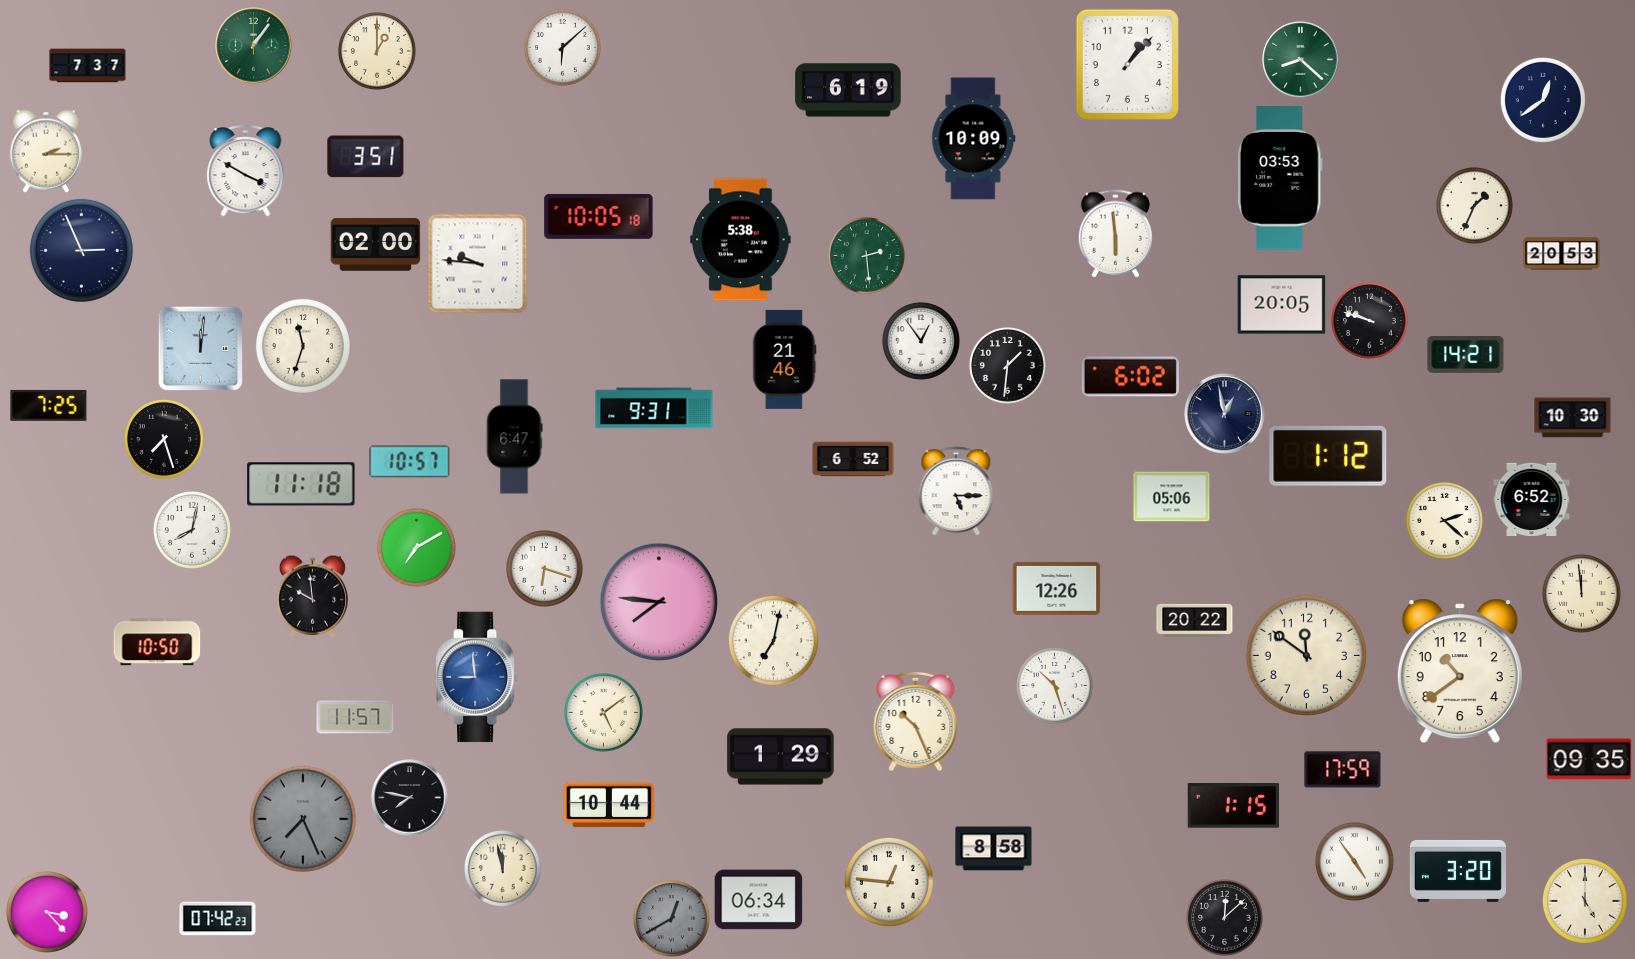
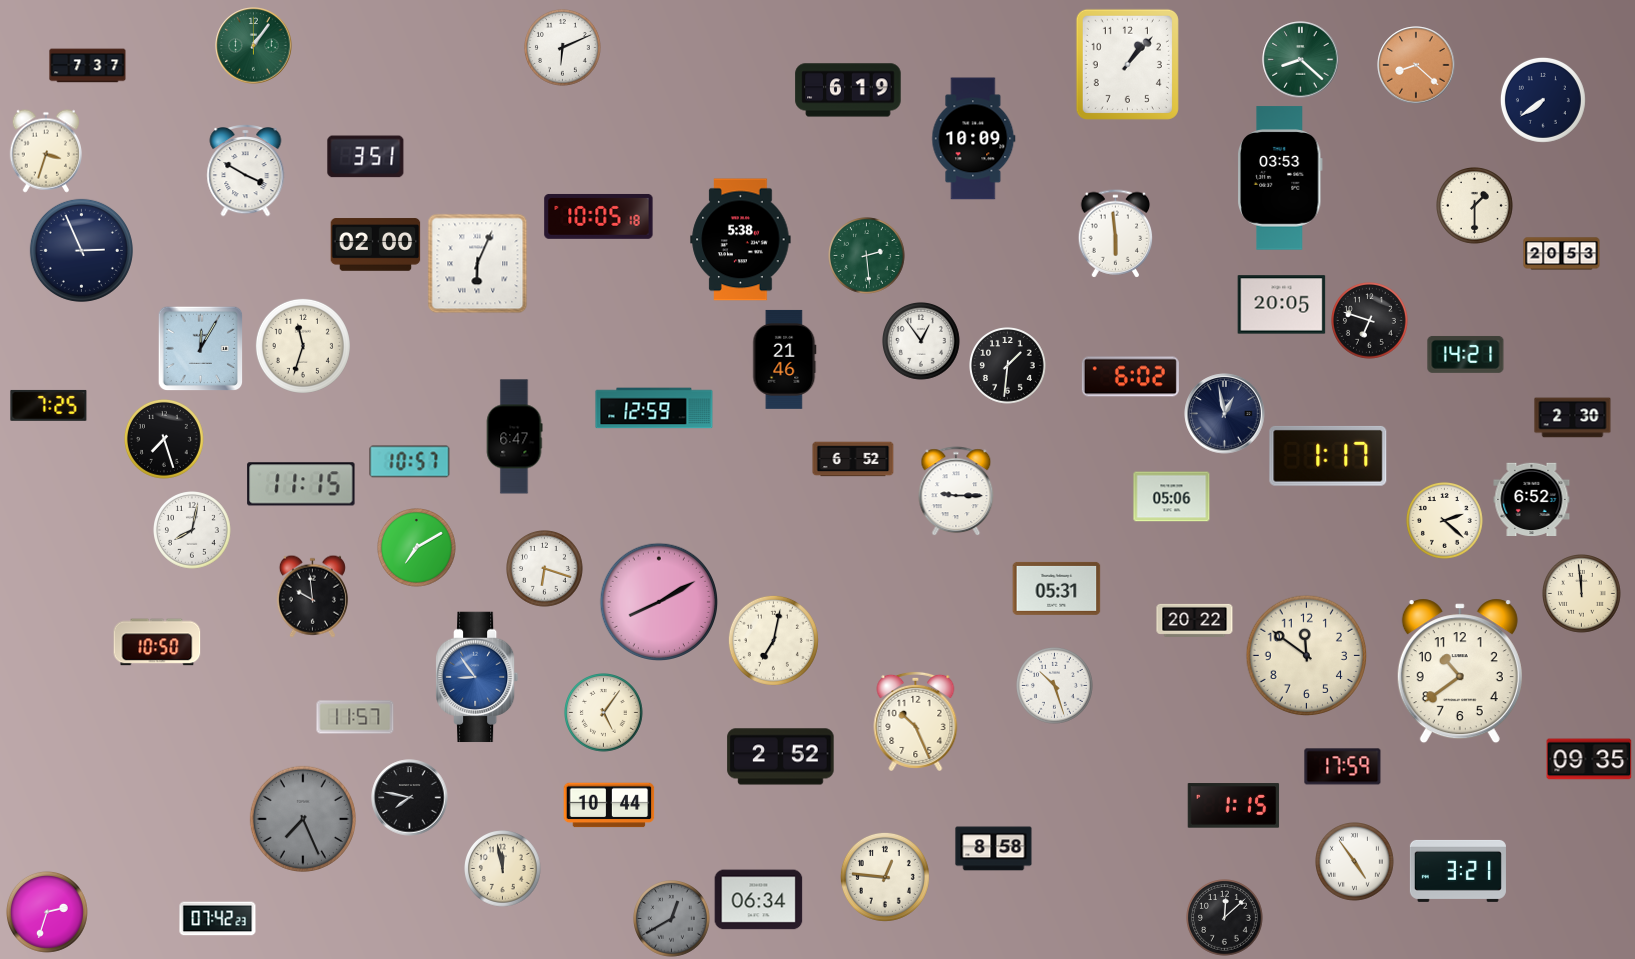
clock at (563, 48): 6:08 -> 6:11
clock at (378, 52): 1:00 -> none
clock at (1416, 65): none -> 8:22
clock at (1543, 100): 12:39 -> 7:39
clock at (46, 151): 2:15 -> 3:33
clock at (1475, 206): 1:34 -> 1:30
clock at (478, 264): 9:46 -> 6:04
clock at (1370, 321): 9:48 -> 6:48
clock at (200, 348): 12:01 -> 12:05
clock at (654, 408): 9:31 -> 12:59
clock at (1573, 418): 10:30 -> 2:30
clock at (1328, 456): 1:12 -> 1:17
clock at (301, 484): 11:18 -> 11:15
clock at (956, 491): 5:15 -> 9:15
clock at (1057, 588): 12:26 -> 05:31
clock at (658, 601): 7:46 -> 8:10
clock at (478, 677): 8:59 -> 8:54
clock at (604, 713): 5:09 -> 5:06
clock at (781, 757): 1:29 -> 2:52
clock at (1343, 770) position: (1343, 770) -> (1343, 767)
clock at (1458, 871): 3:20 -> 3:21
clock at (889, 882) position: (889, 882) -> (885, 877)
clock at (1585, 901): 5:00 -> none
clock at (47, 912): 3:23 -> 2:33
